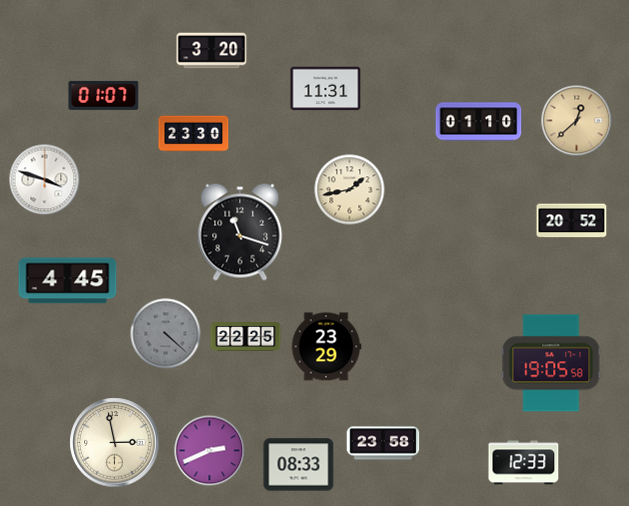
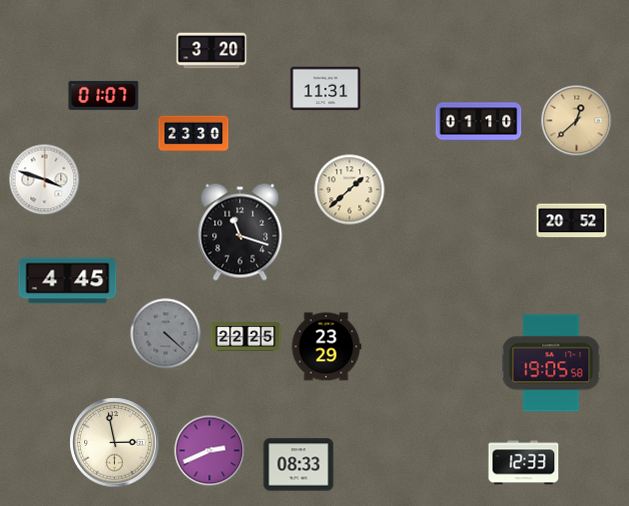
clock at (350, 190): 1:43 -> 1:38
clock at (383, 443): 23:58 -> none
